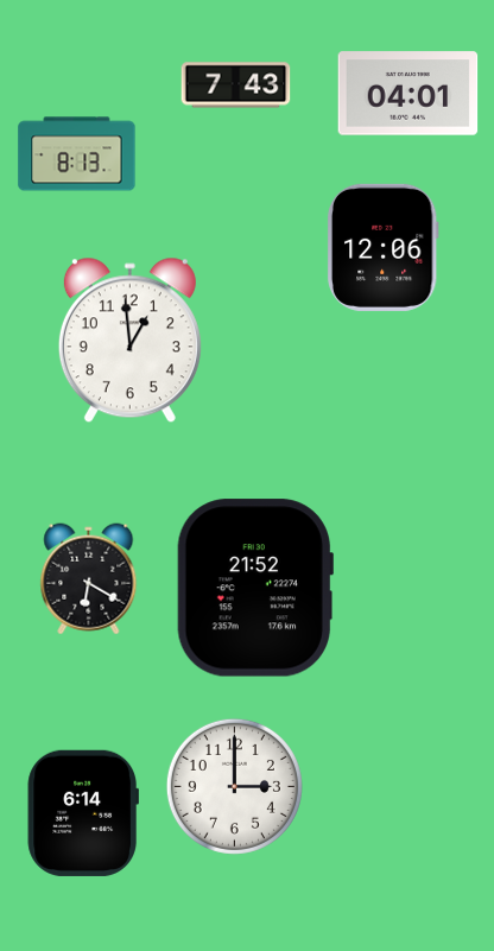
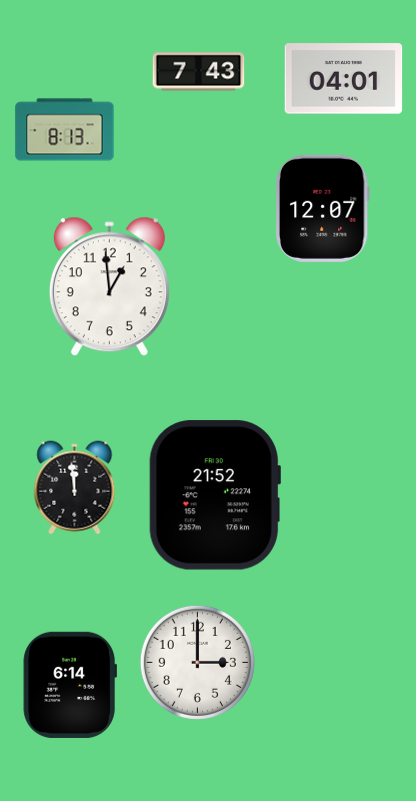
clock at (382, 247): 12:06 -> 12:07
clock at (89, 579): 6:20 -> 11:59
